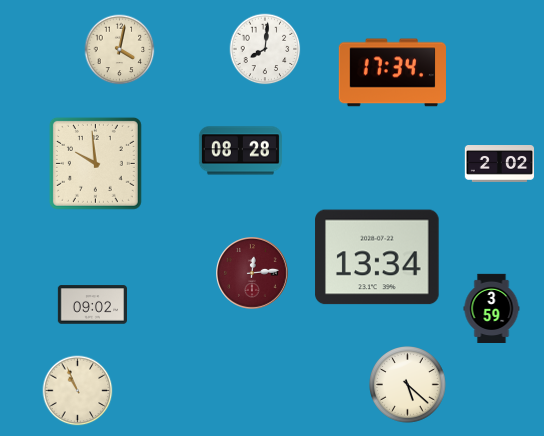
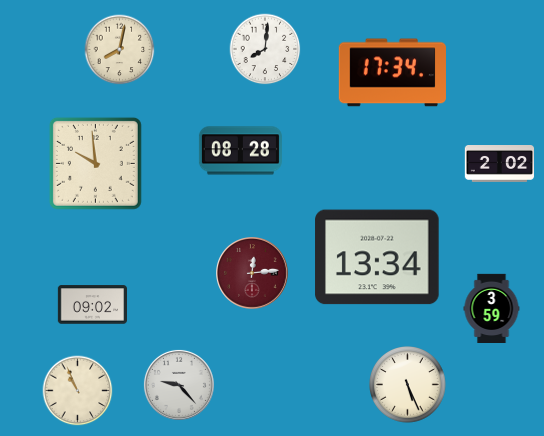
clock at (120, 50): 4:02 -> 8:02
clock at (179, 385): none -> 9:23
clock at (408, 385): 5:22 -> 5:26
